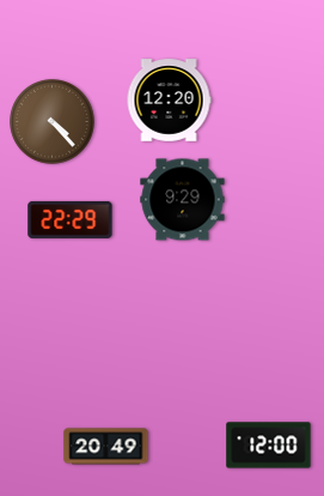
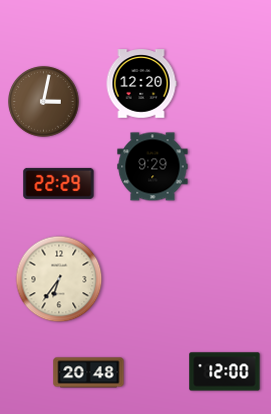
clock at (53, 122): 4:23 -> 3:02
clock at (59, 279): none -> 6:36
clock at (106, 447): 20:49 -> 20:48
